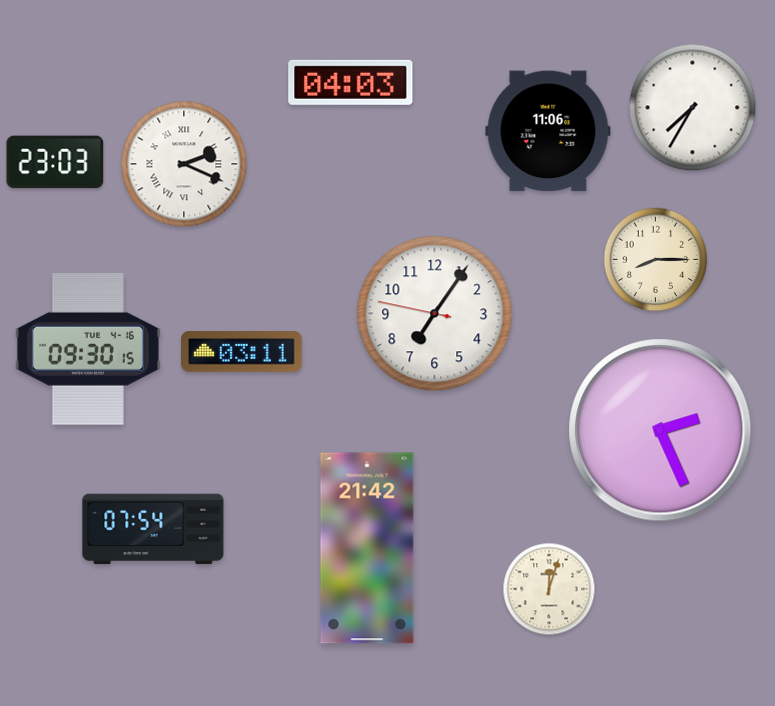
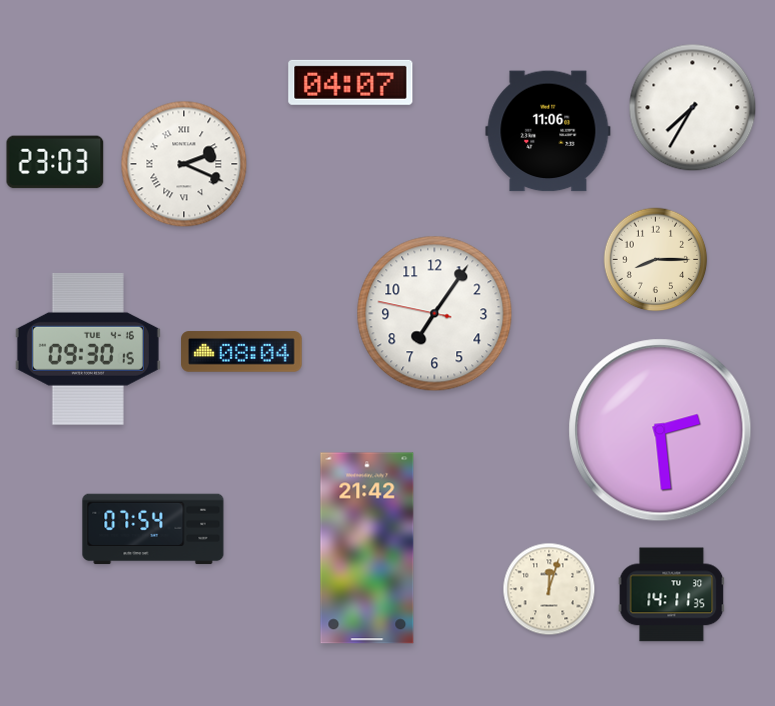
clock at (351, 82): 04:03 -> 04:07
clock at (242, 352): 03:11 -> 08:04
clock at (660, 430): 2:26 -> 2:29
clock at (672, 595): none -> 14:11
